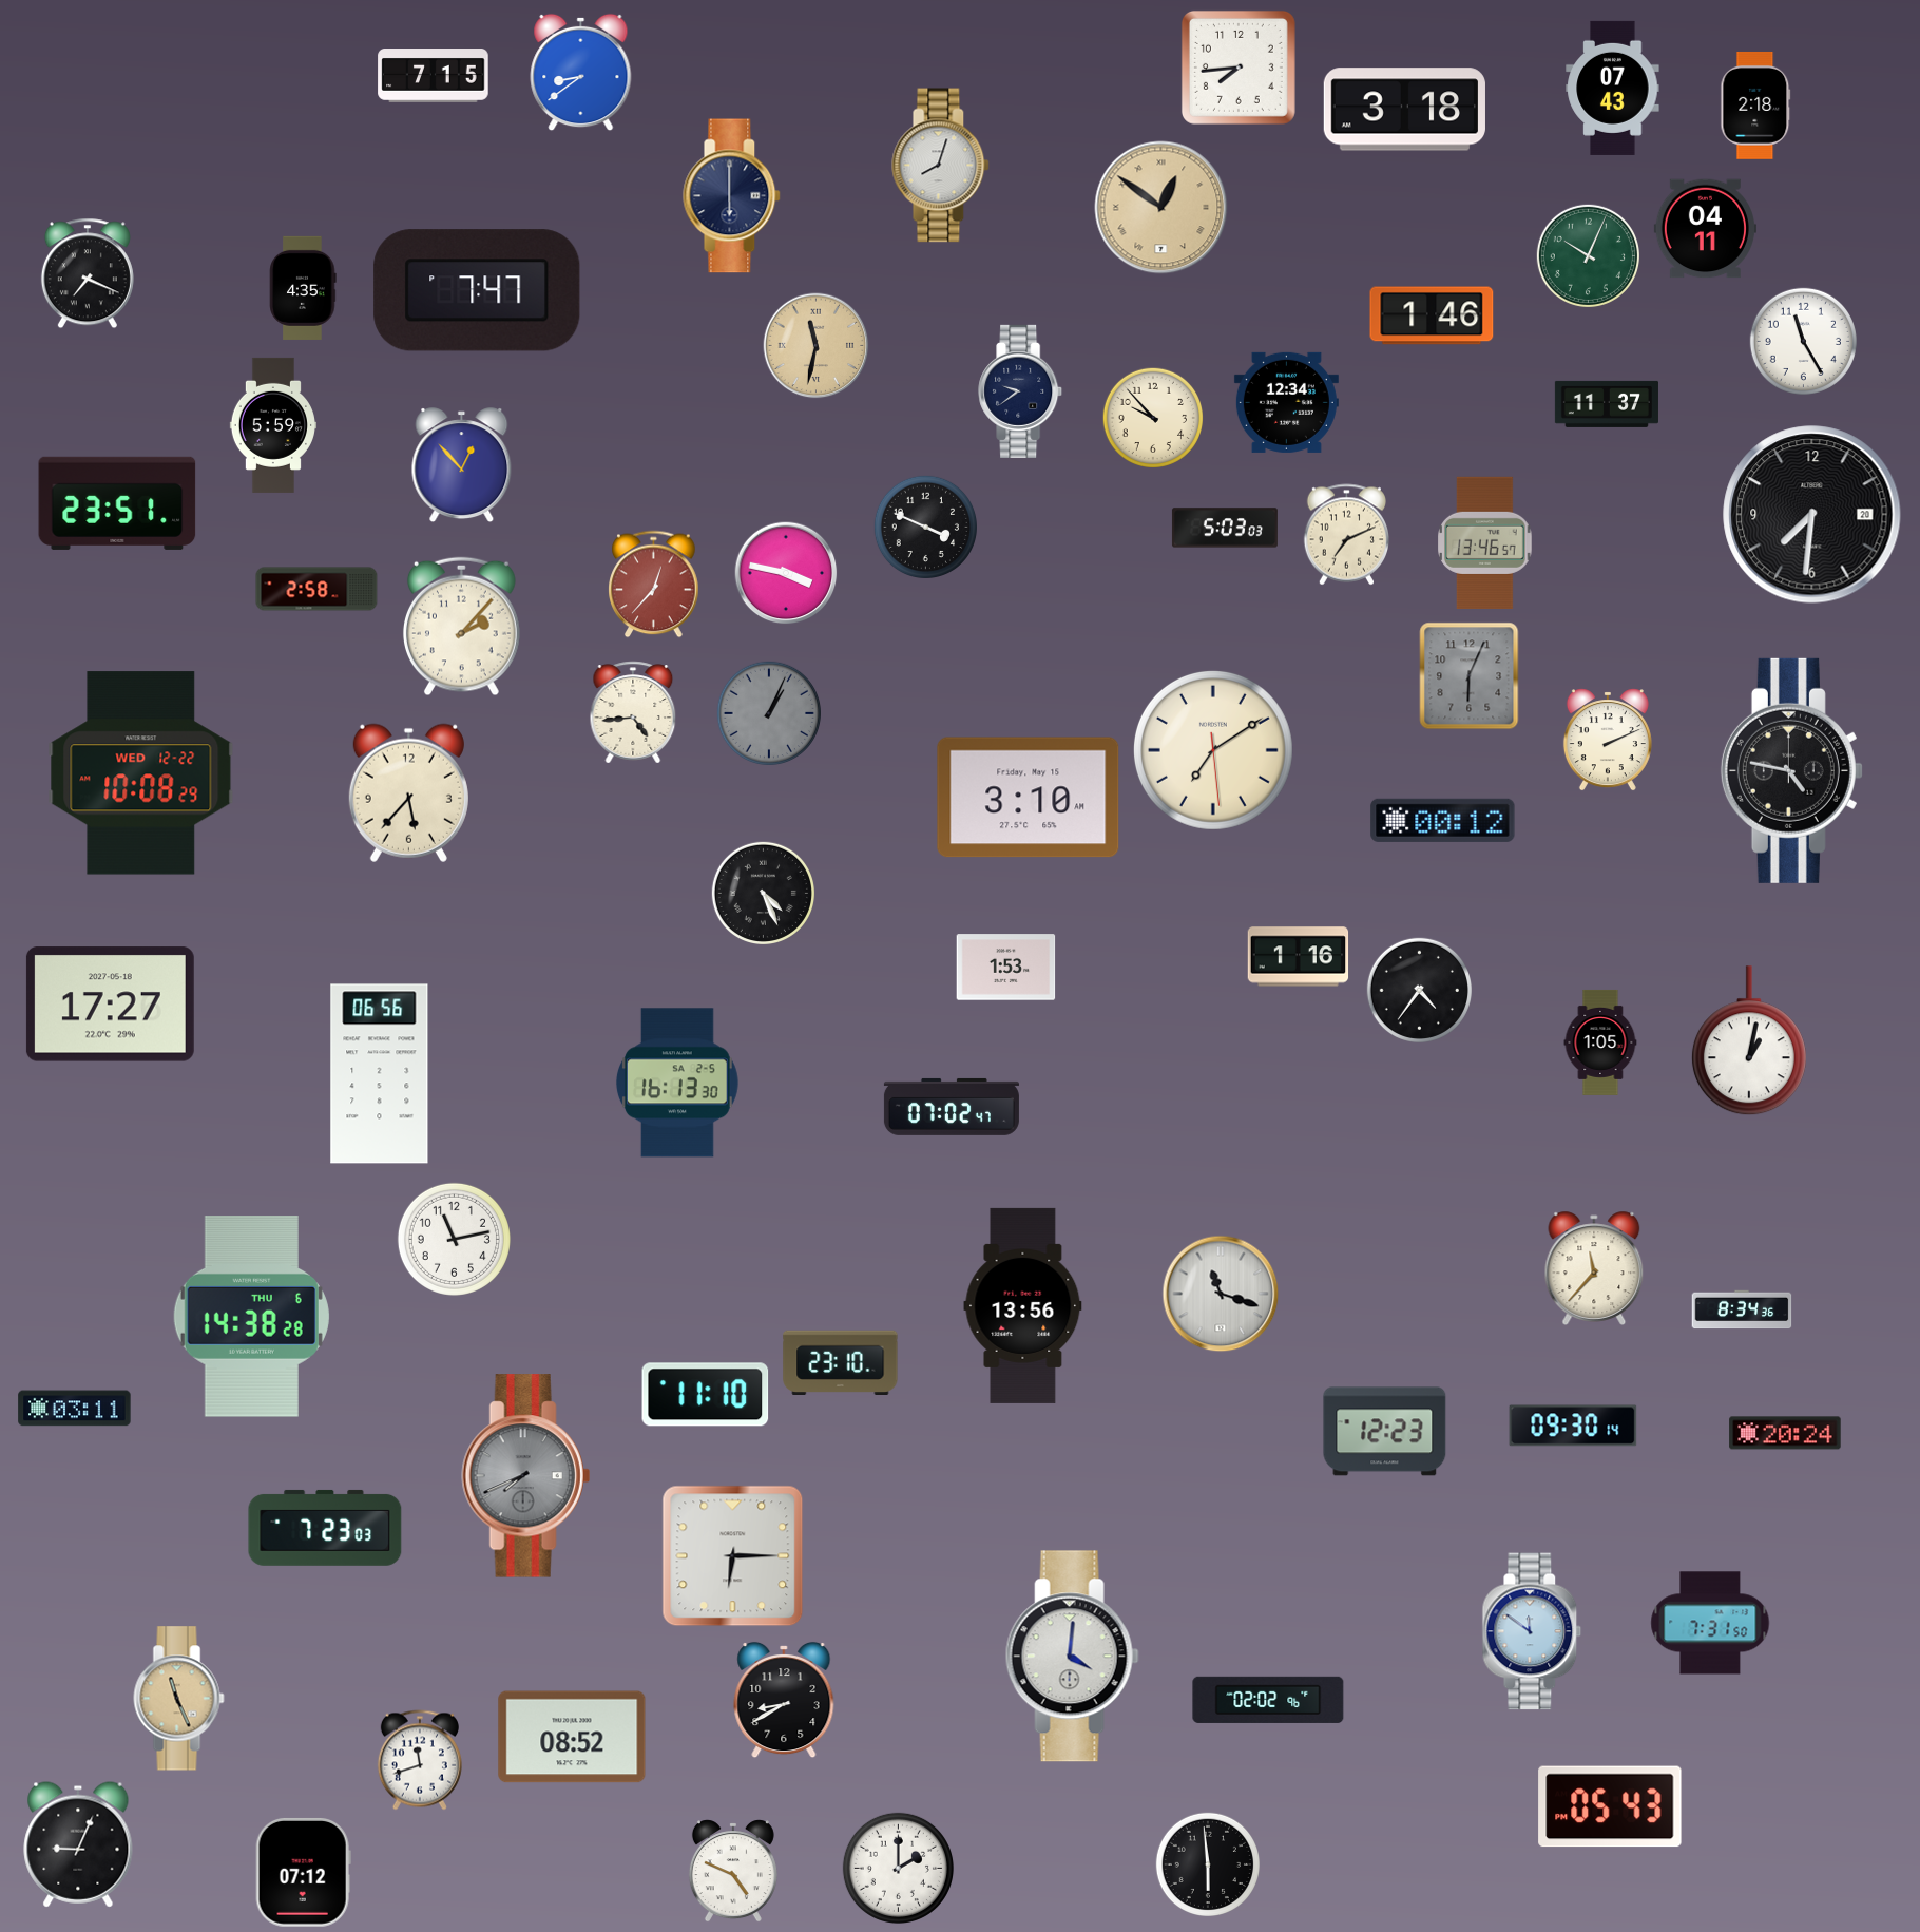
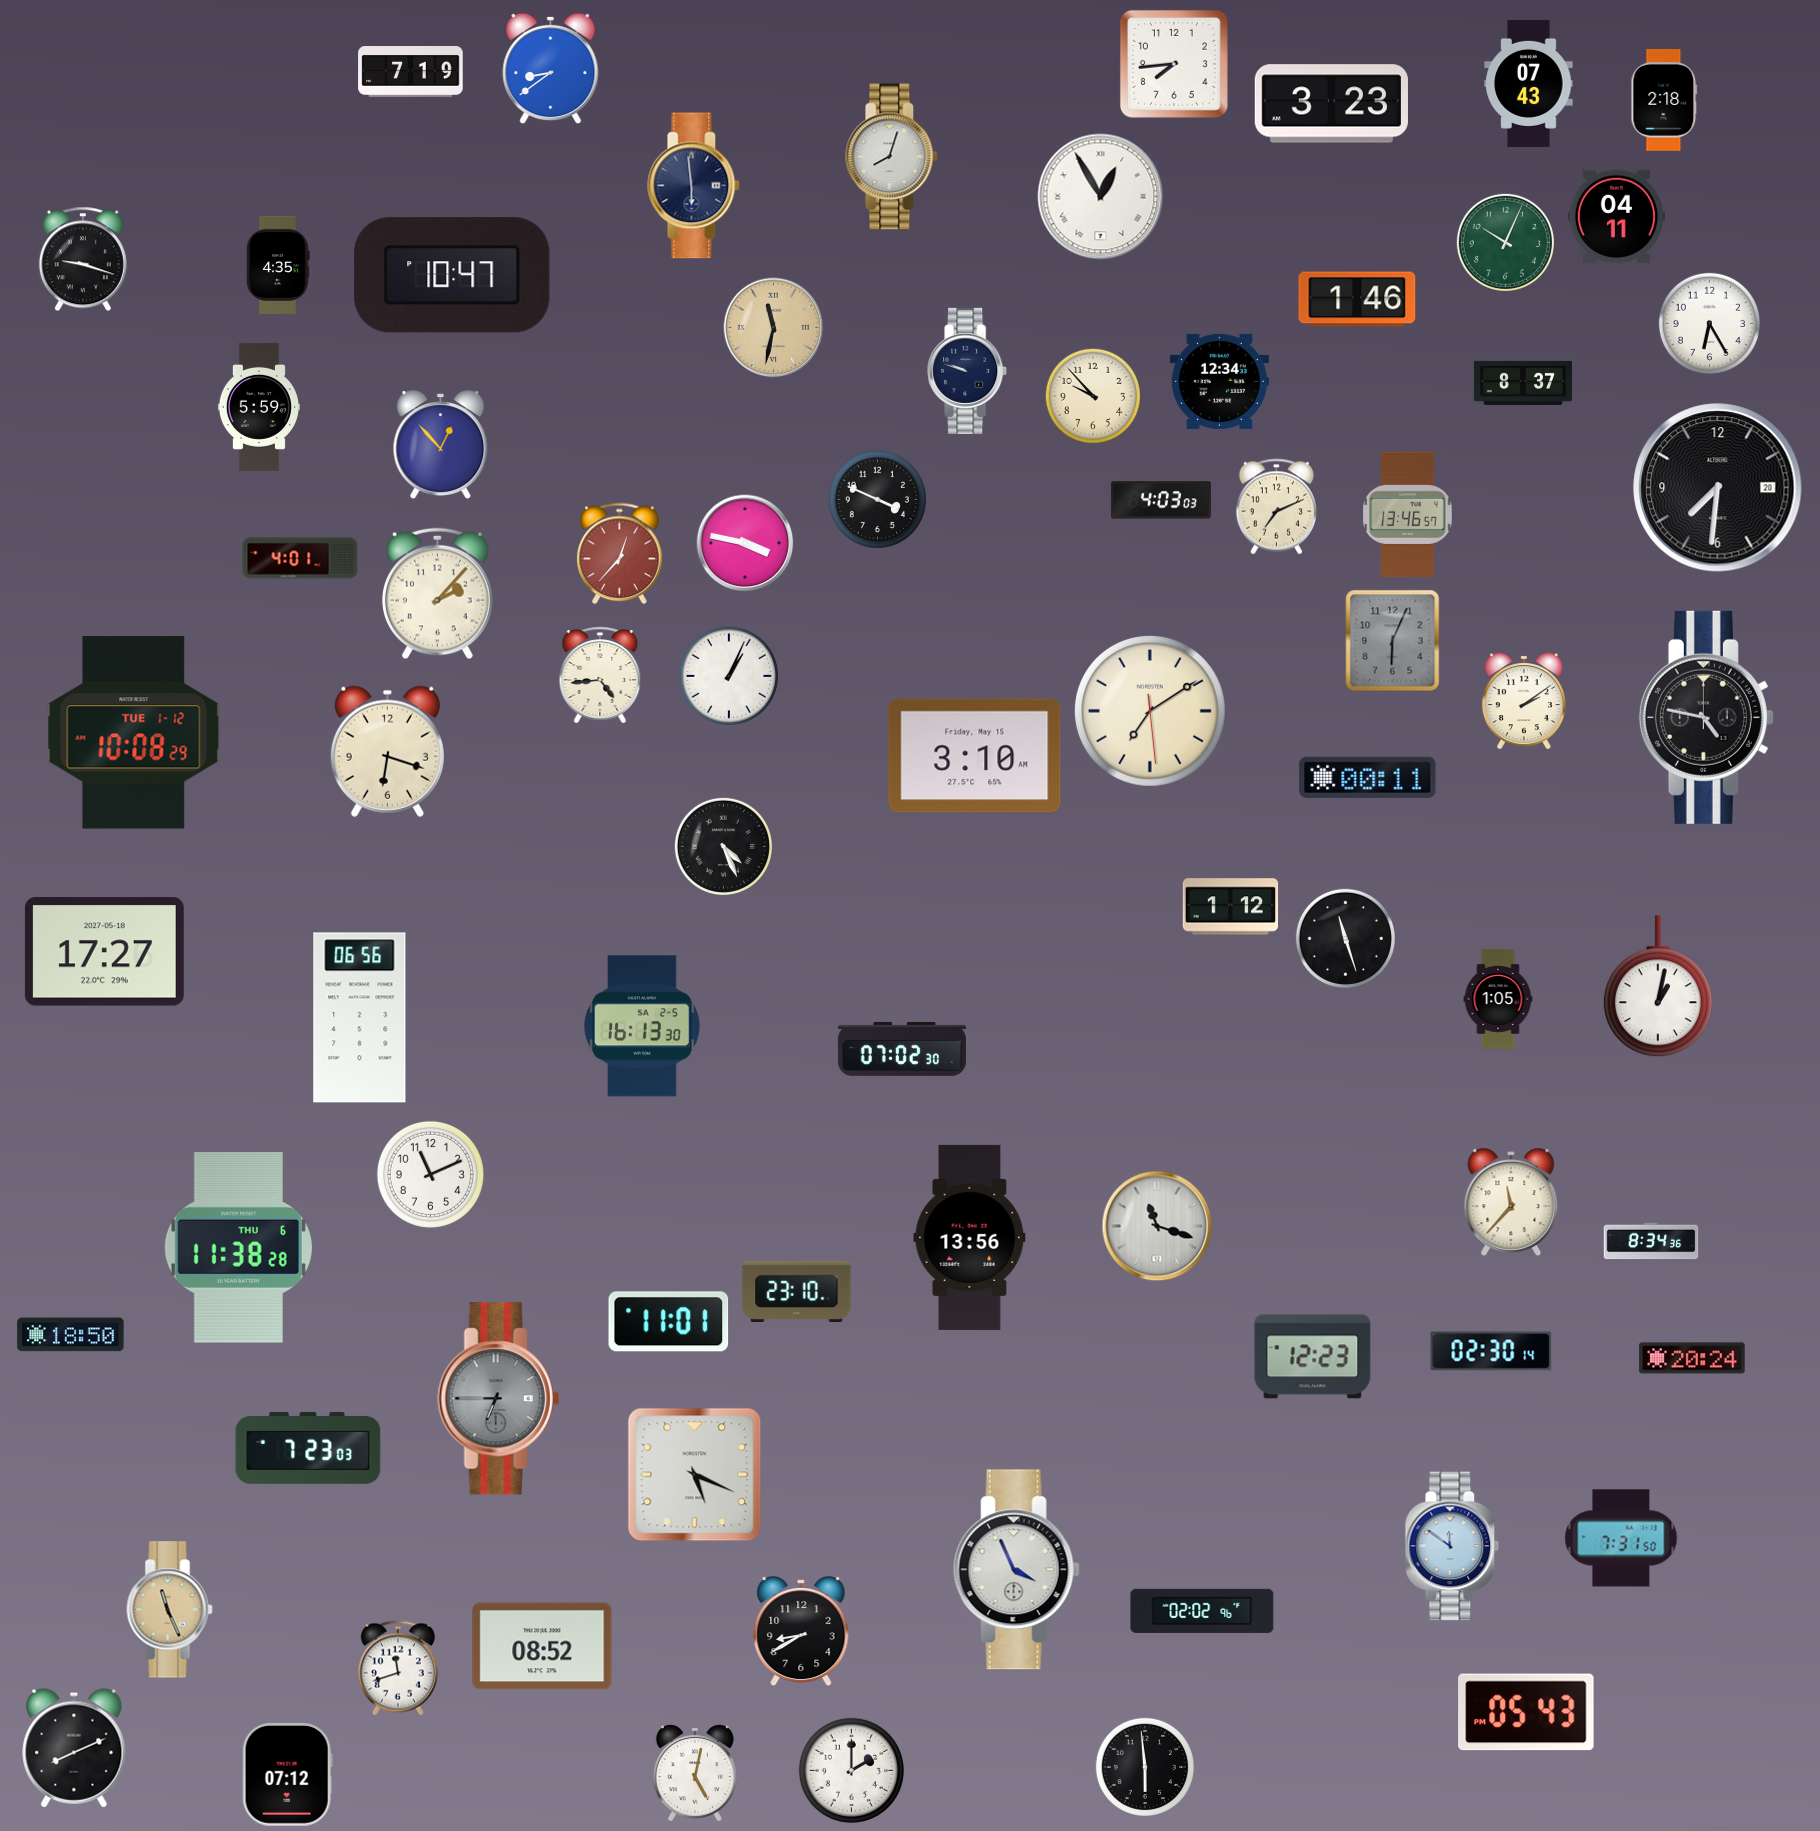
clock at (434, 76): 7:15 -> 7:19
clock at (1404, 110): 3:18 -> 3:23
clock at (732, 196): 6:00 -> 5:59
clock at (1161, 208): 12:51 -> 12:55
clock at (1161, 208) dial: champagne -> white
clock at (88, 273): 7:19 -> 9:18
clock at (303, 288) position: (303, 288) -> (278, 265)
clock at (477, 290): 7:47 -> 10:47
clock at (1803, 341): 11:25 -> 6:25
clock at (1021, 391): 9:39 -> 9:48
clock at (1607, 404): 11:37 -> 8:37
clock at (273, 425) position: (273, 425) -> (259, 407)
clock at (462, 465) position: (462, 465) -> (441, 445)
clock at (117, 503): 23:51 -> none
clock at (1225, 528): 5:03 -> 4:03
clock at (316, 589): 2:58 -> 4:01
clock at (768, 712) dial: grey -> white
clock at (1608, 740): 2:11 -> 2:09
clock at (1791, 770) position: (1791, 770) -> (1706, 717)
clock at (141, 773) date: WED 12-22 -> TUE 1-12
clock at (408, 792): 5:37 -> 6:18
clock at (1443, 820): 00:12 -> 00:11
clock at (1299, 957): 1:16 -> 1:12
clock at (1006, 968): 1:53 -> none
clock at (1419, 990): 4:36 -> 11:27
clock at (1600, 1042) position: (1600, 1042) -> (1498, 999)
clock at (952, 1107): 07:02:47 -> 07:02:30
clock at (454, 1239): 11:13 -> 11:11
clock at (251, 1317): 14:38 -> 11:38
clock at (706, 1395): 11:10 -> 11:01
clock at (75, 1409): 03:11 -> 18:50
clock at (1573, 1426): 09:30 -> 02:30
clock at (525, 1476): 7:41 -> 6:45
clock at (733, 1556): 6:15 -> 5:19
clock at (1072, 1657): 4:01 -> 3:56
clock at (784, 1700) position: (784, 1700) -> (801, 1631)
clock at (78, 1844): 9:04 -> 8:11
clock at (733, 1871): 4:49 -> 5:02
